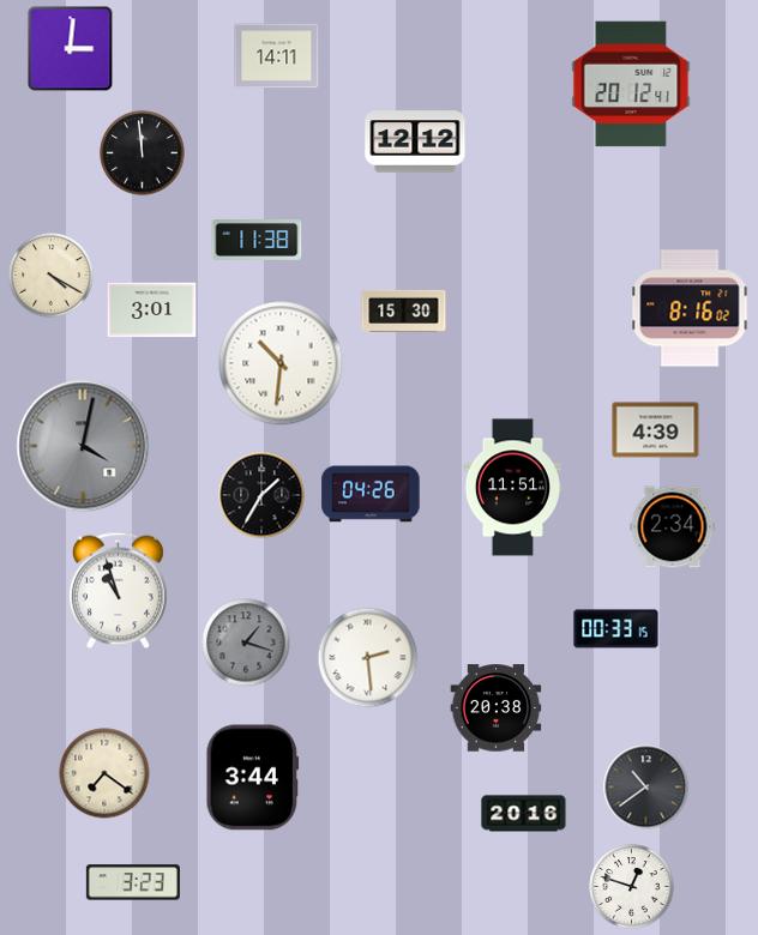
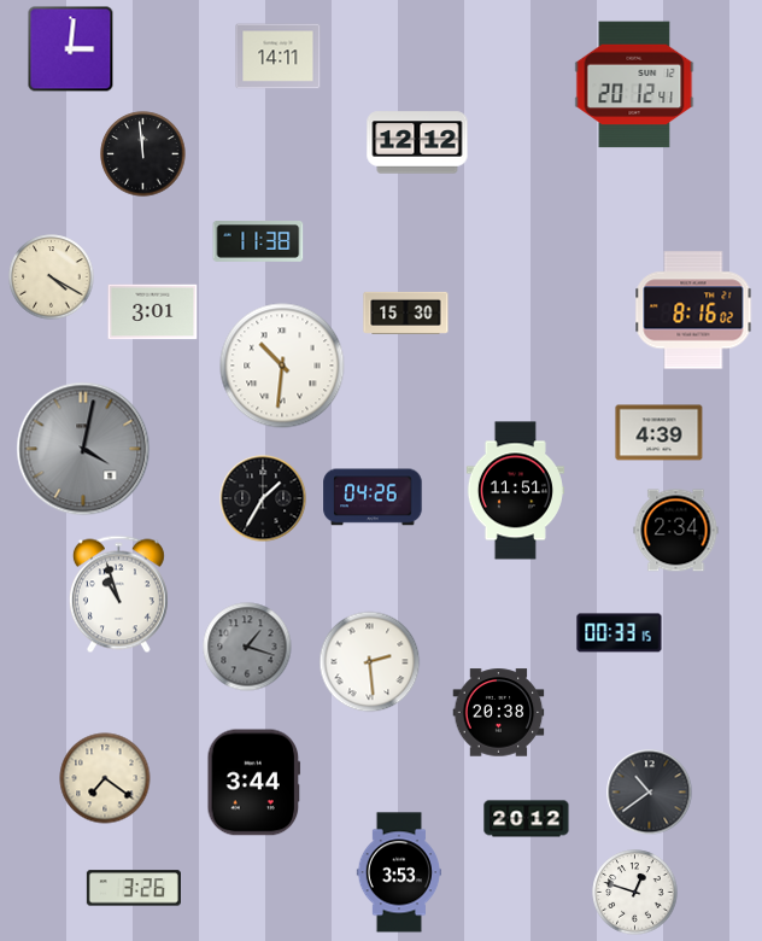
clock at (524, 814): 20:16 -> 20:12
clock at (398, 872): none -> 3:53
clock at (133, 882): 3:23 -> 3:26
